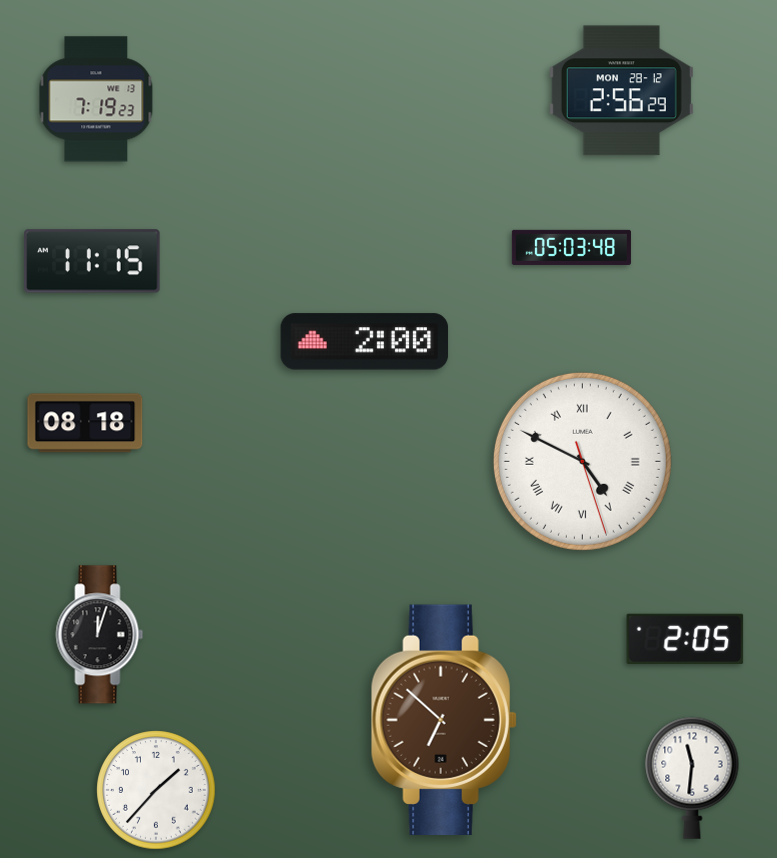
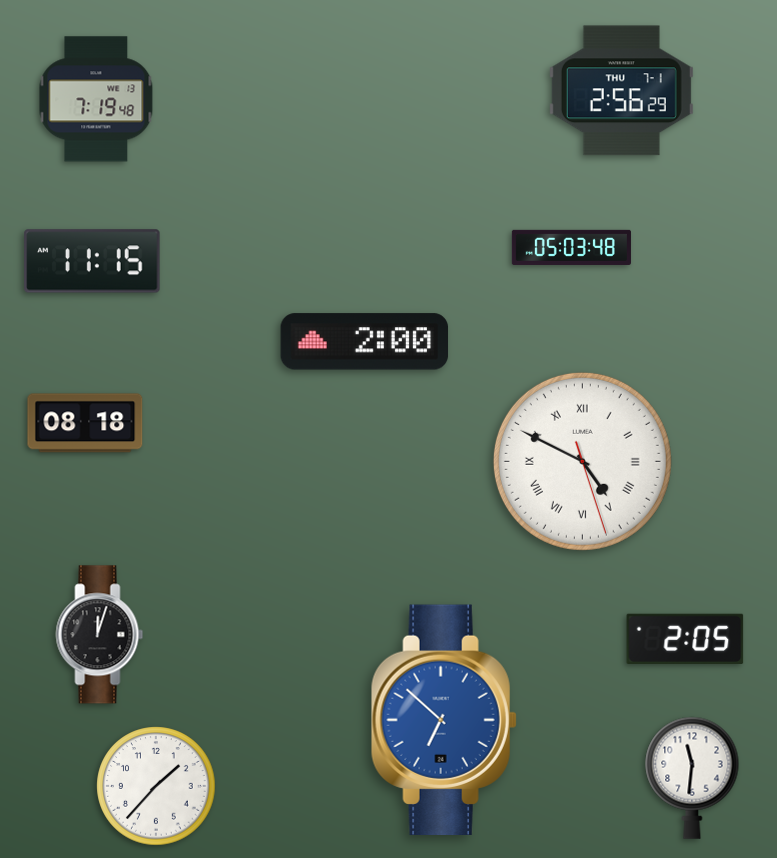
clock at (621, 91) date: MON 28-12 -> THU 7-1
clock at (96, 99): 7:19:23 -> 7:19:48
clock at (444, 719) dial: brown -> blue
clock at (156, 790) position: (156, 790) -> (156, 786)
